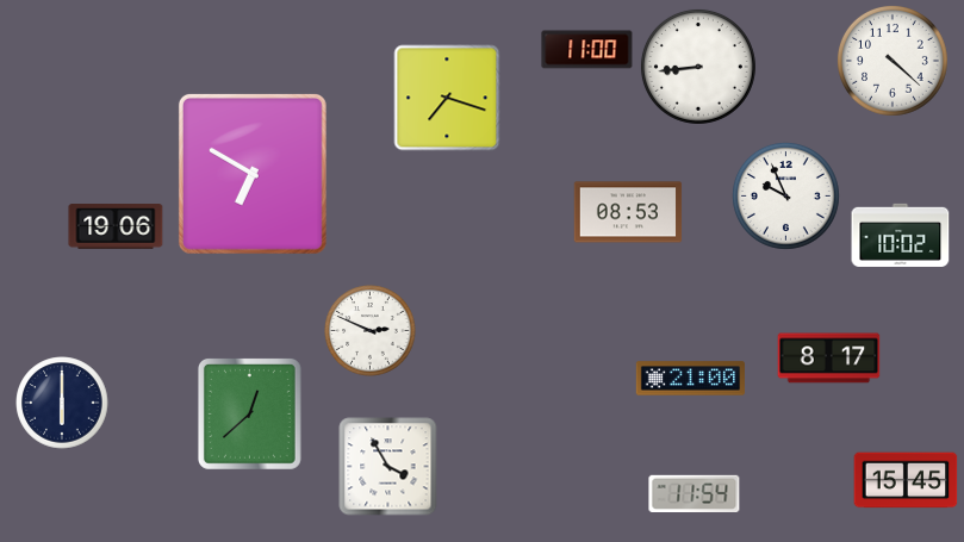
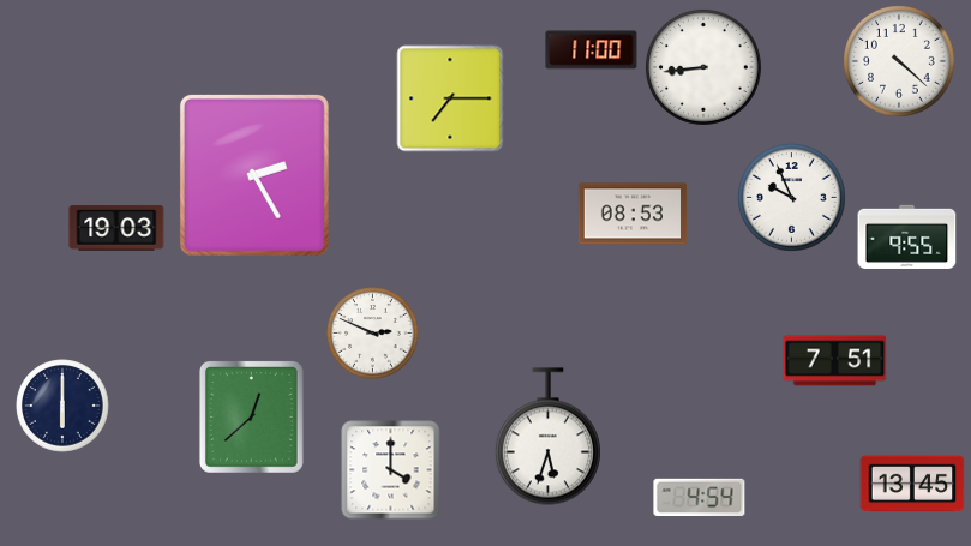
clock at (447, 98): 7:18 -> 7:15
clock at (253, 174): 6:50 -> 2:25
clock at (116, 226): 19:06 -> 19:03
clock at (901, 235): 10:02 -> 9:55
clock at (829, 359): 8:17 -> 7:51
clock at (690, 379): 21:00 -> none
clock at (547, 437): none -> 5:33
clock at (388, 467): 3:55 -> 4:00
clock at (906, 480): 15:45 -> 13:45
clock at (695, 494): 11:54 -> 4:54
